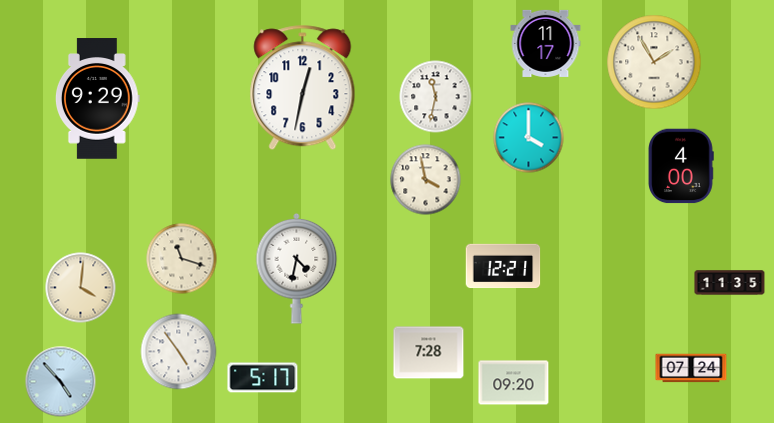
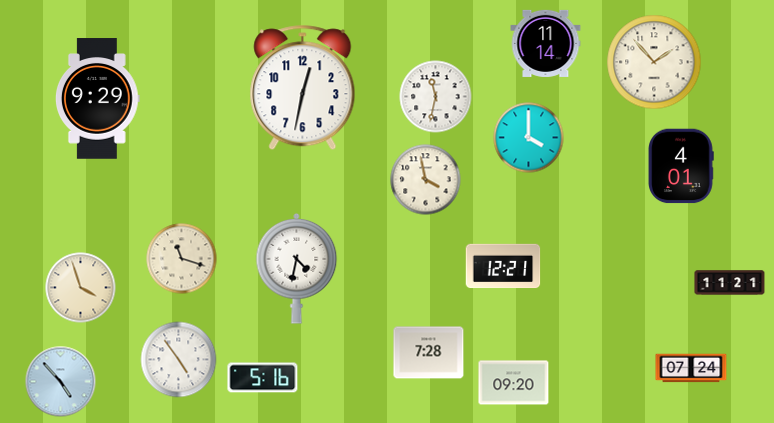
clock at (546, 43): 11:17 -> 11:14
clock at (654, 62): 1:55 -> 1:53
clock at (681, 166): 4:00 -> 4:01
clock at (730, 283): 11:35 -> 11:21
clock at (81, 288): 4:01 -> 3:57
clock at (179, 352) position: (179, 352) -> (179, 360)
clock at (263, 378): 5:17 -> 5:16
